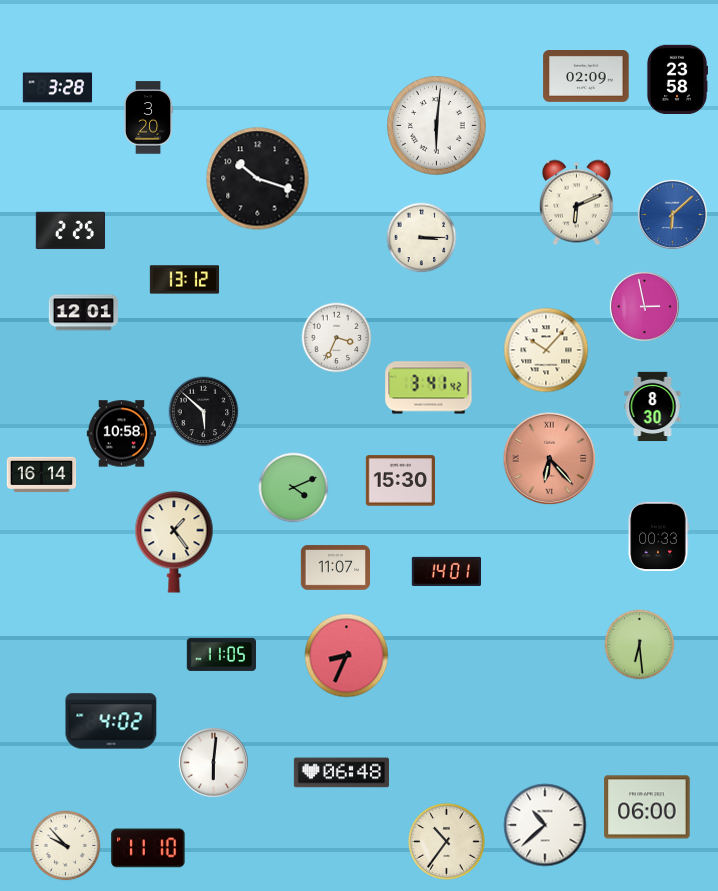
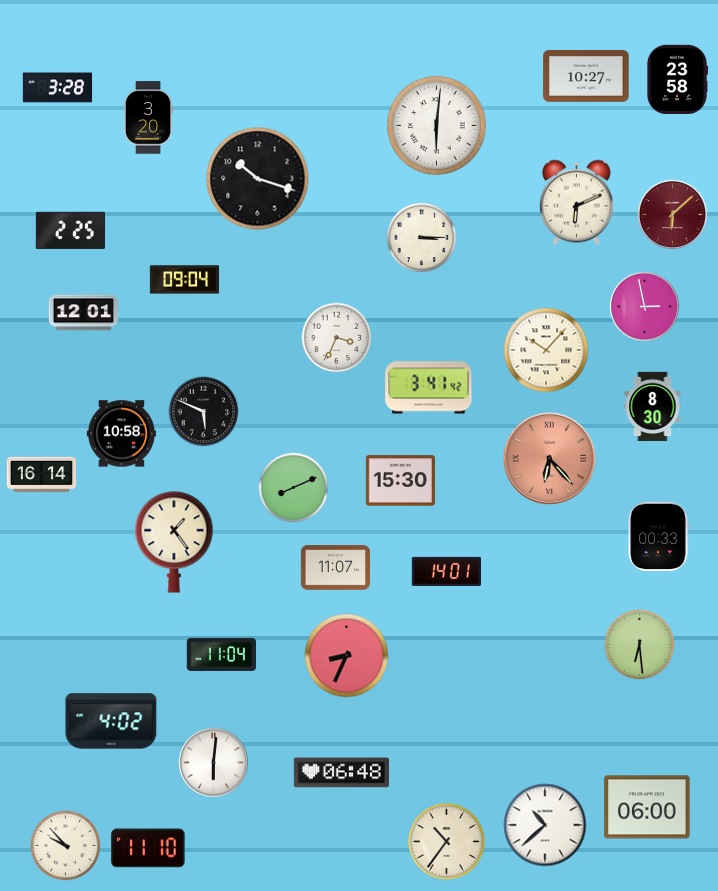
clock at (586, 77): 02:09 -> 10:27
clock at (672, 214) dial: blue -> burgundy
clock at (185, 280): 13:12 -> 09:04
clock at (204, 412): 5:52 -> 5:49
clock at (294, 488): 4:11 -> 8:11
clock at (221, 654): 11:05 -> 11:04
